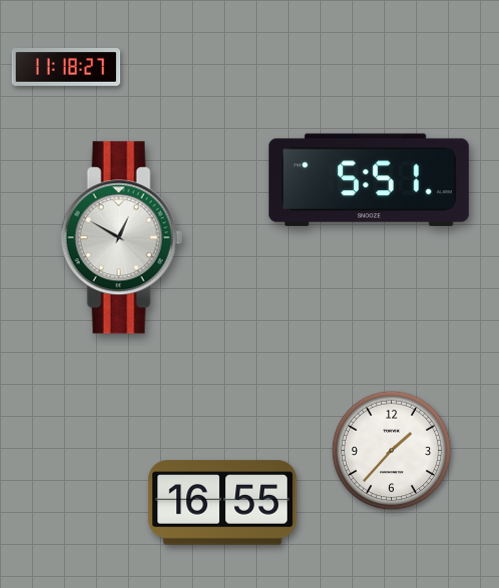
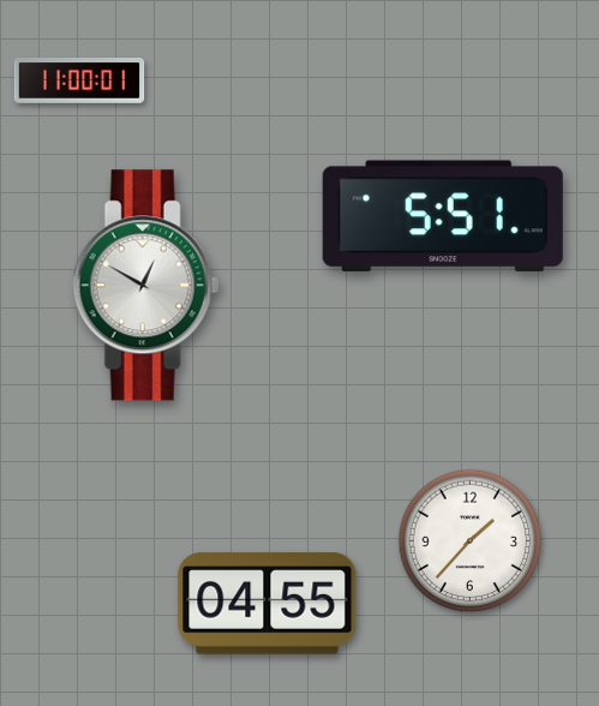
clock at (66, 68): 11:18 -> 11:00
clock at (223, 503): 16:55 -> 04:55
